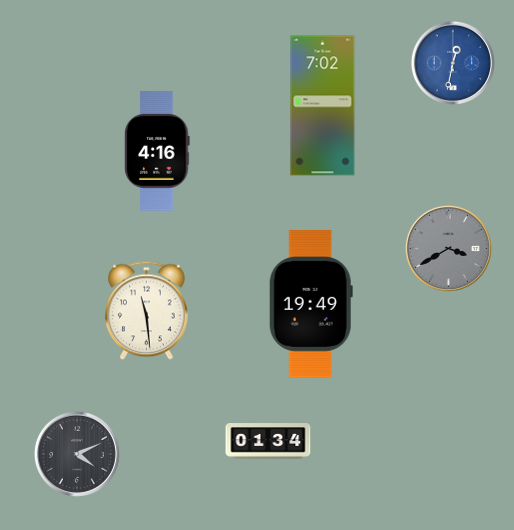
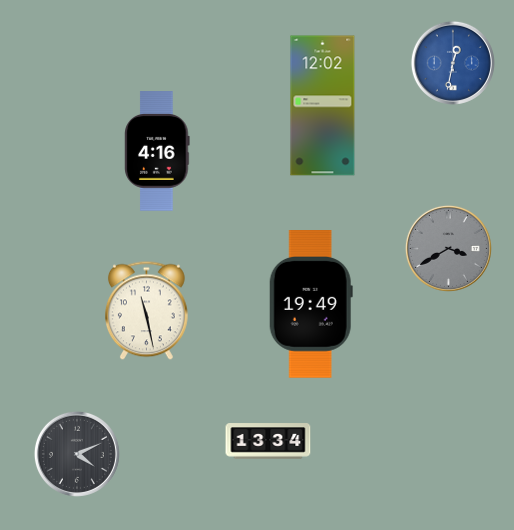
clock at (323, 106): 7:02 -> 12:02
clock at (147, 311): 11:29 -> 11:28
clock at (268, 441): 01:34 -> 13:34
